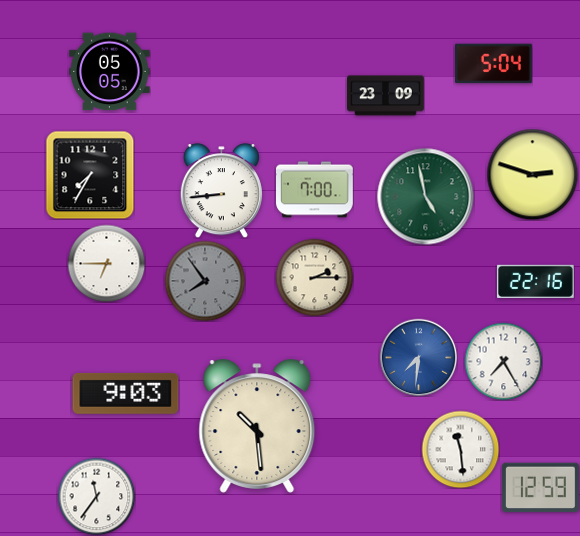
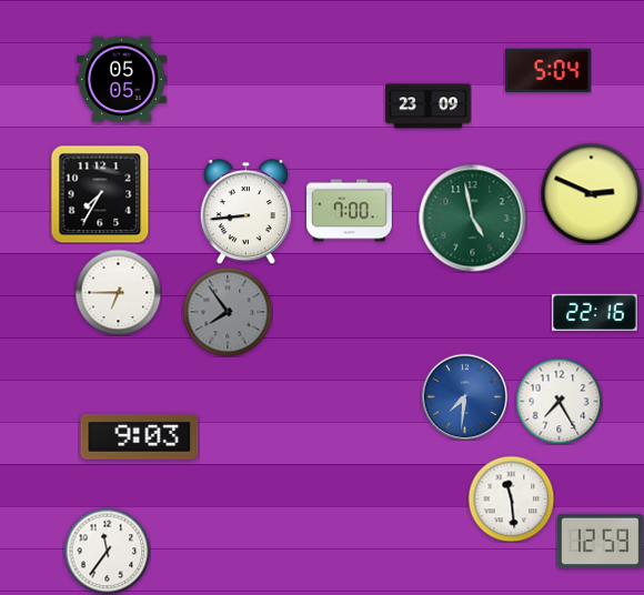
clock at (532, 174): 2:48 -> 2:49
clock at (314, 277): 2:15 -> none
clock at (257, 426): 10:29 -> none
